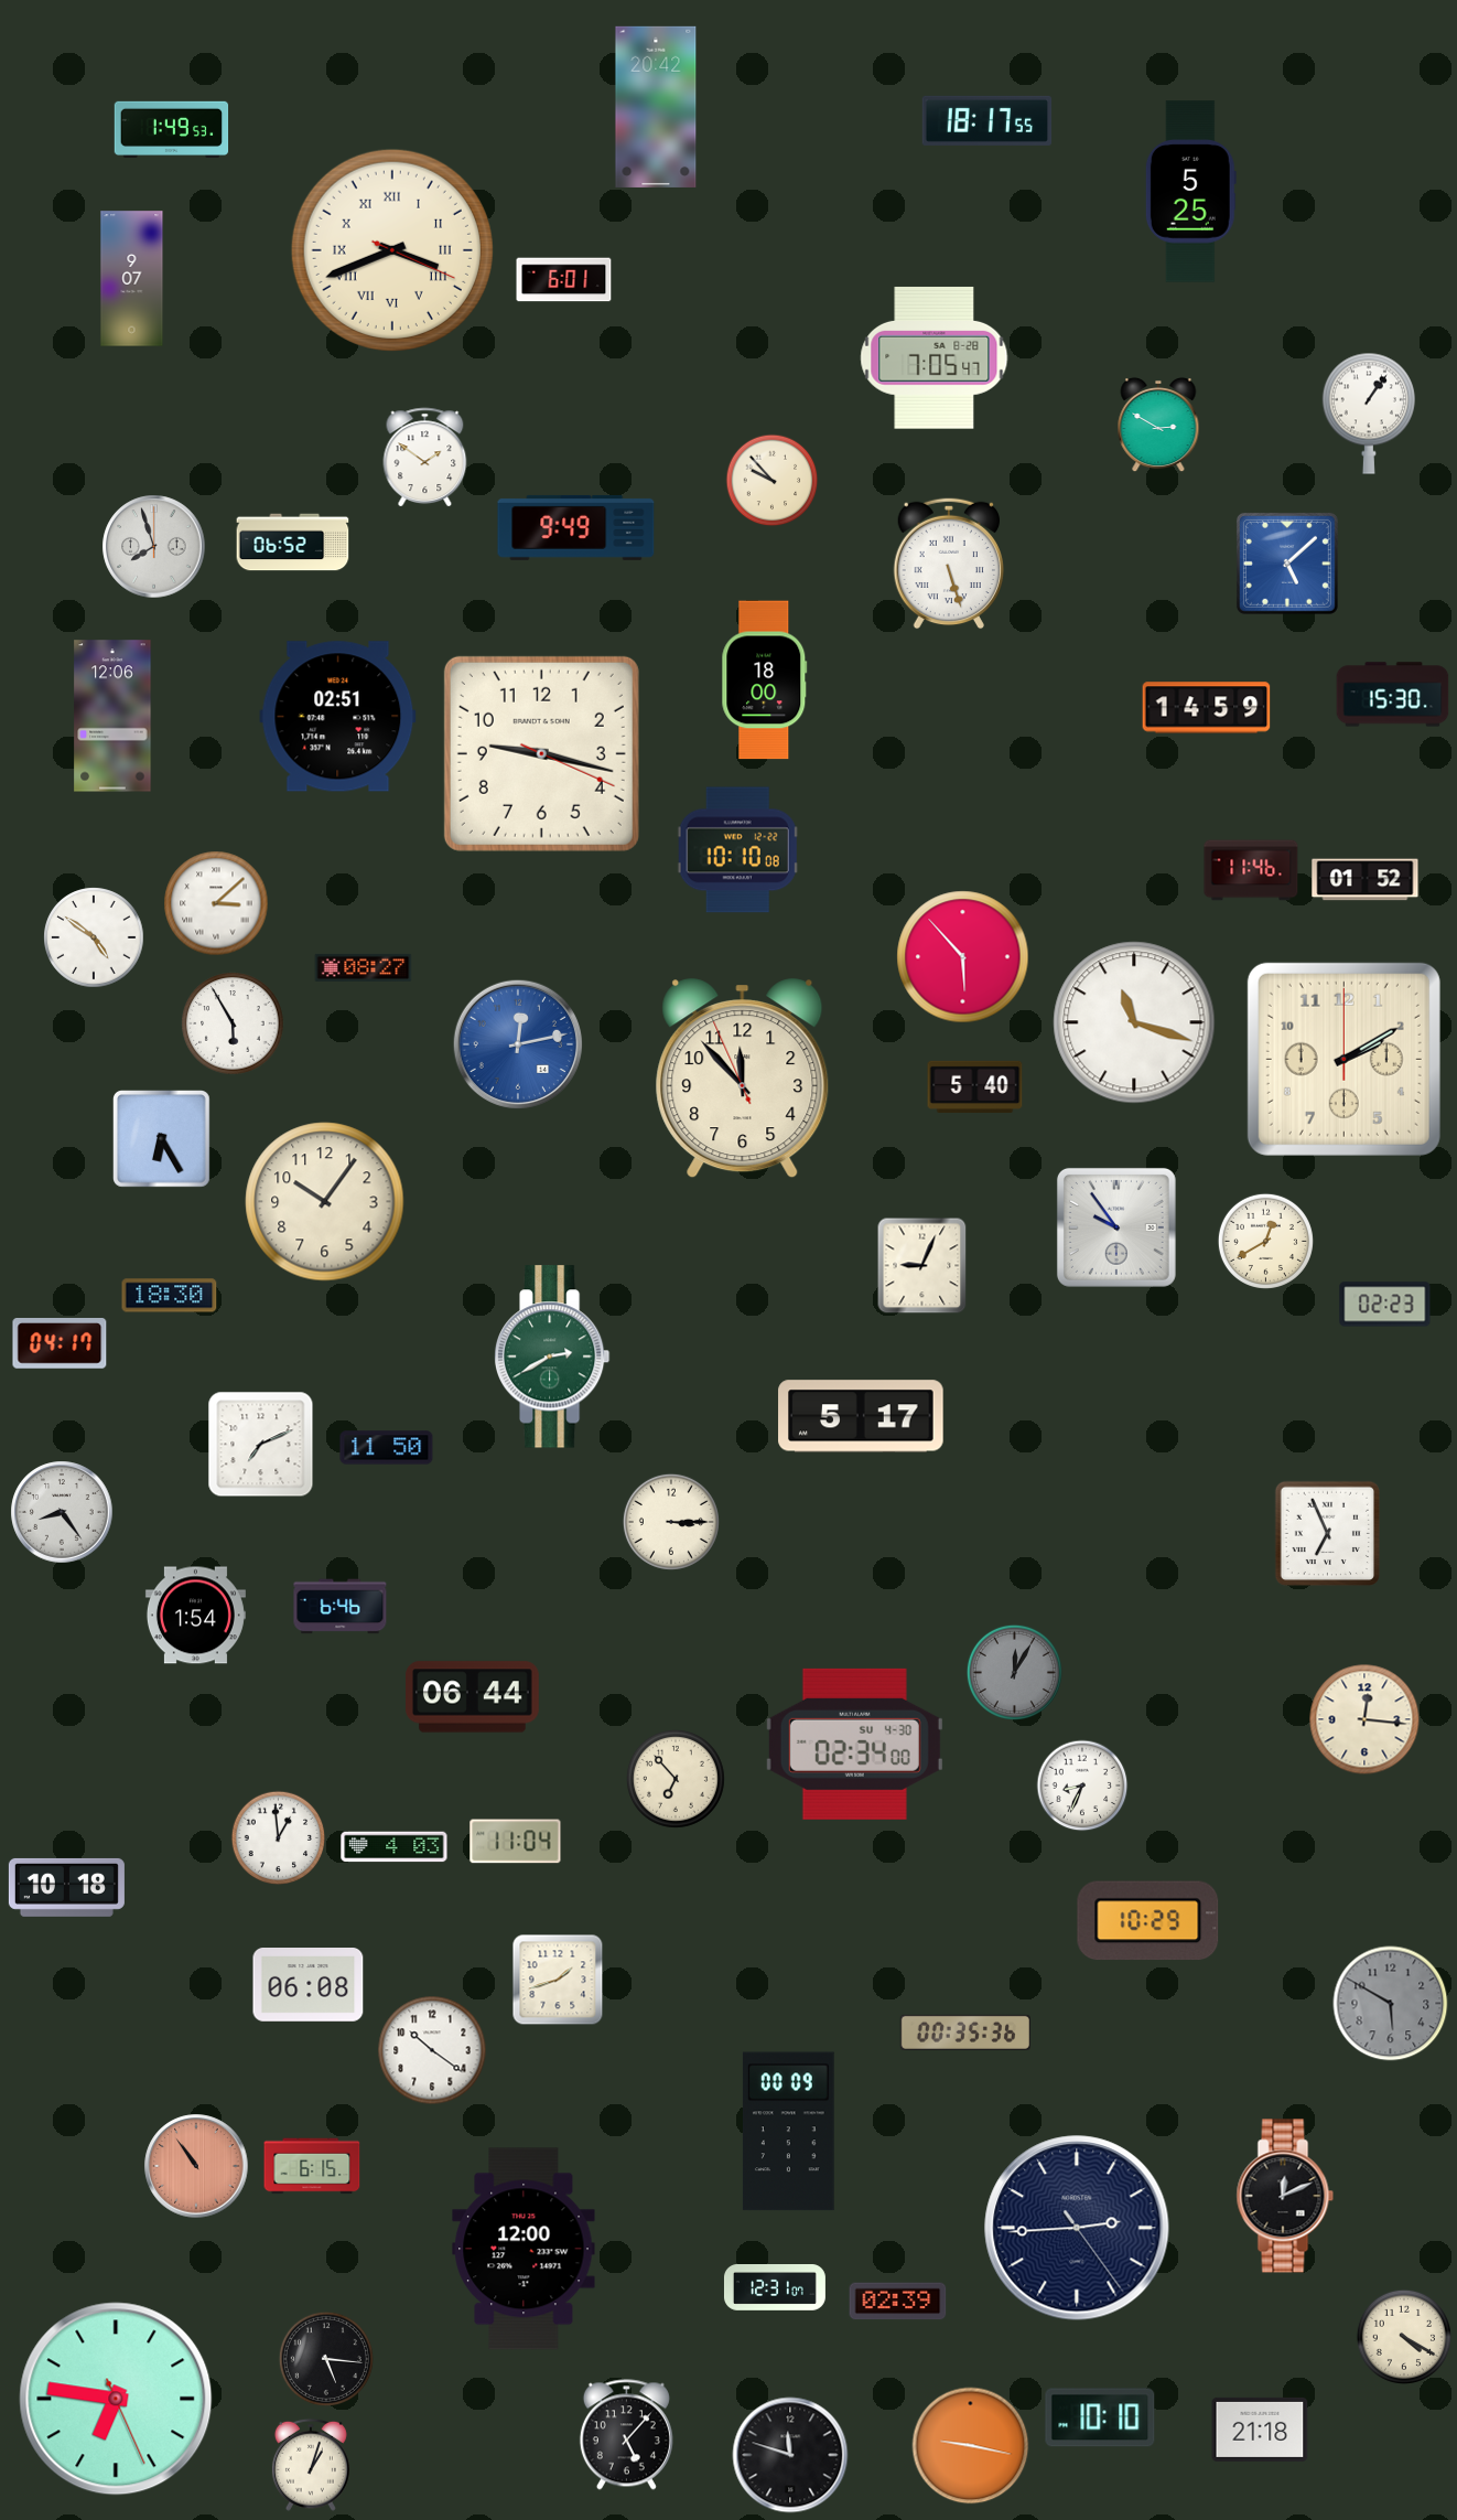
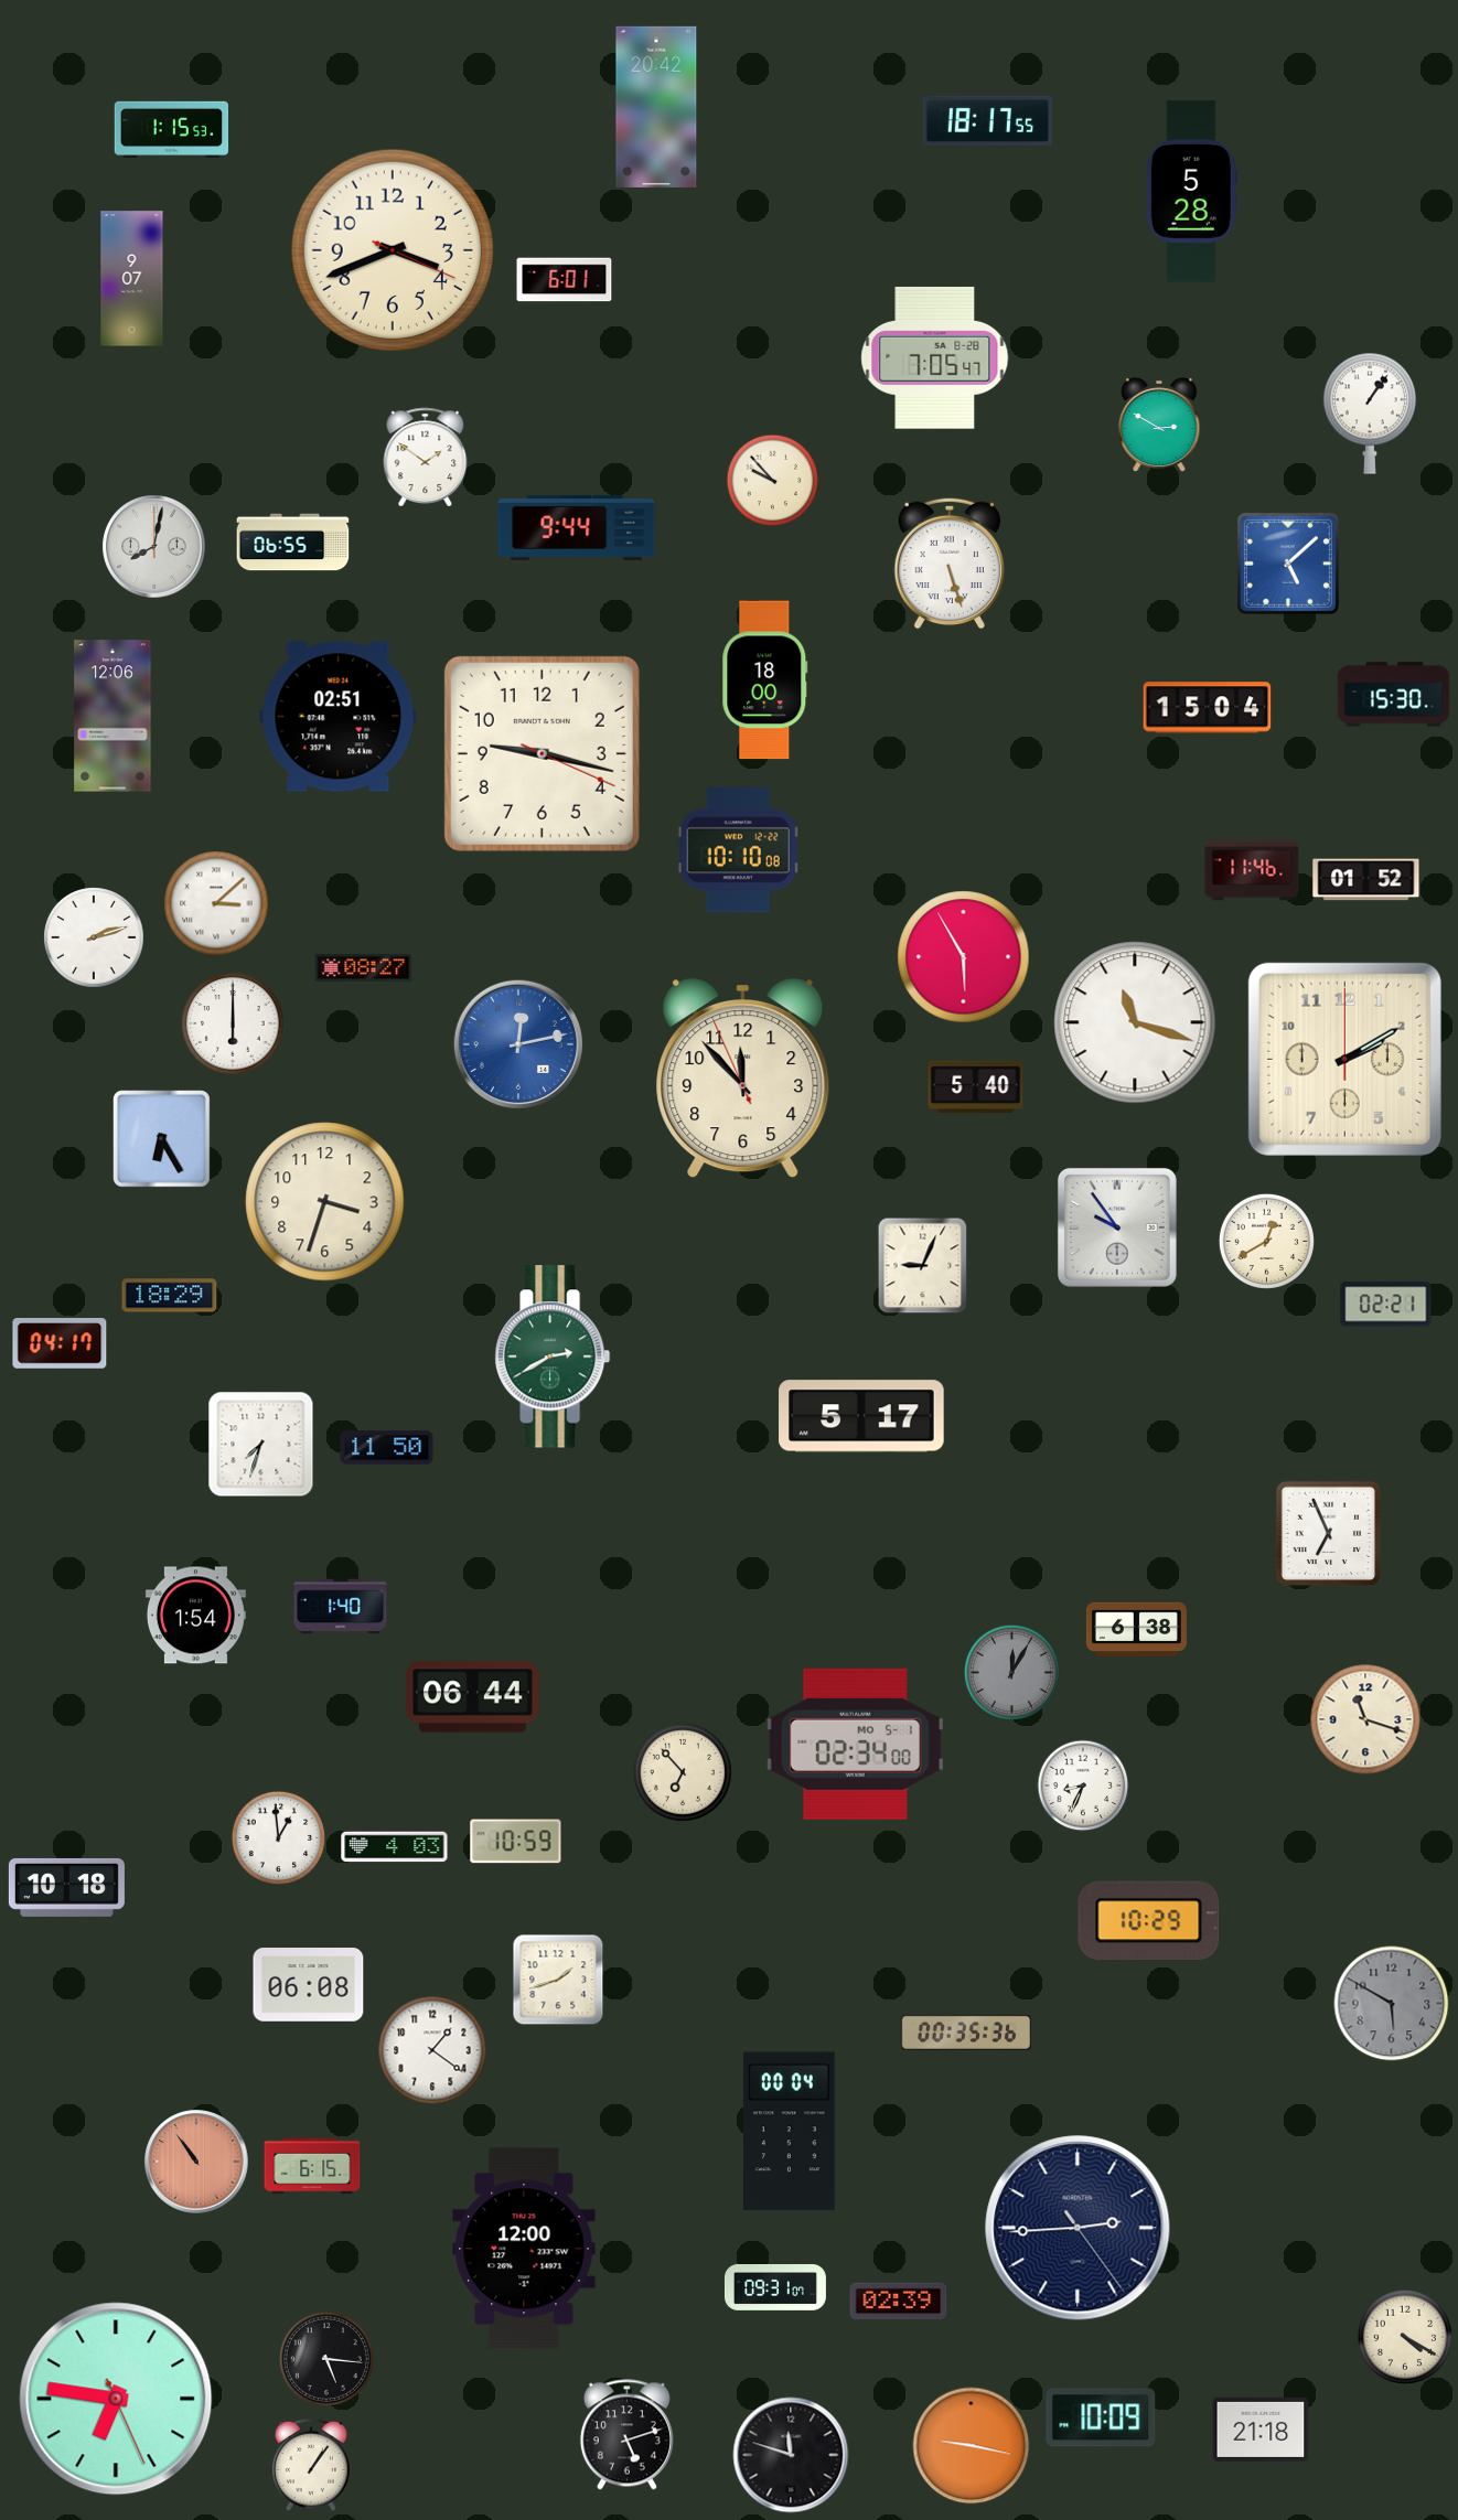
clock at (172, 130): 1:49 -> 1:15
clock at (1190, 192): 5:25 -> 5:28
clock at (392, 250) numerals: Roman -> Arabic
clock at (576, 527): 9:49 -> 9:44
clock at (293, 543): 06:52 -> 06:55
clock at (154, 547): 7:57 -> 8:02
clock at (1207, 708): 14:59 -> 15:04
clock at (94, 937): 4:51 -> 2:12
clock at (963, 957): 5:53 -> 5:55
clock at (233, 1023): 5:55 -> 6:00
clock at (325, 1202): 10:06 -> 3:33
clock at (170, 1296): 18:30 -> 18:29
clock at (1385, 1305): 02:23 -> 02:21
clock at (261, 1445): 7:11 -> 7:33
clock at (62, 1512): 8:24 -> none
clock at (671, 1522): 3:15 -> none
clock at (341, 1607): 6:46 -> 1:40
clock at (1136, 1630): none -> 6:38
clock at (1014, 1672) position: (1014, 1672) -> (1011, 1672)
clock at (1364, 1719): 12:16 -> 11:18
clock at (854, 1744) date: SU 4-30 -> MO 5-1
clock at (676, 1779) position: (676, 1779) -> (683, 1772)
clock at (516, 1842): 11:04 -> 10:59
clock at (432, 2050): 10:21 -> 1:21
clock at (788, 2132): 00:09 -> 00:04
clock at (196, 2166) position: (196, 2166) -> (196, 2162)
clock at (1285, 2196): 12:11 -> none
clock at (775, 2288): 12:31 -> 09:31
clock at (1100, 2417): 10:10 -> 10:09
clock at (626, 2435): 5:07 -> 5:12
clock at (311, 2465): 1:03 -> 1:06
